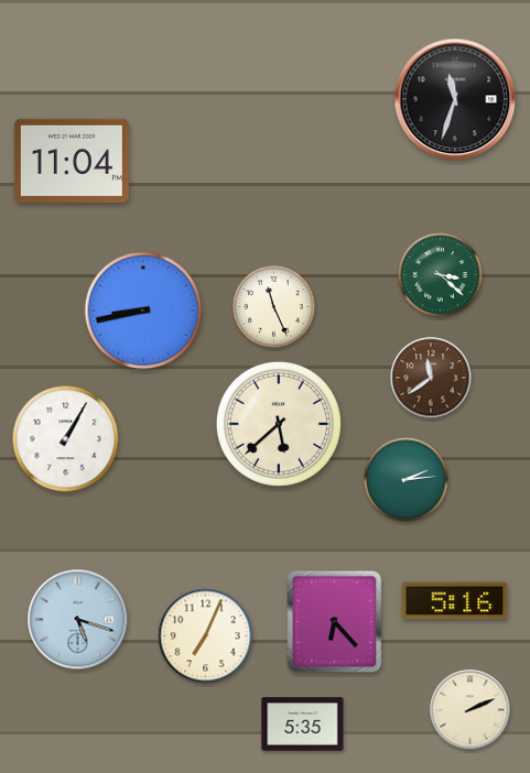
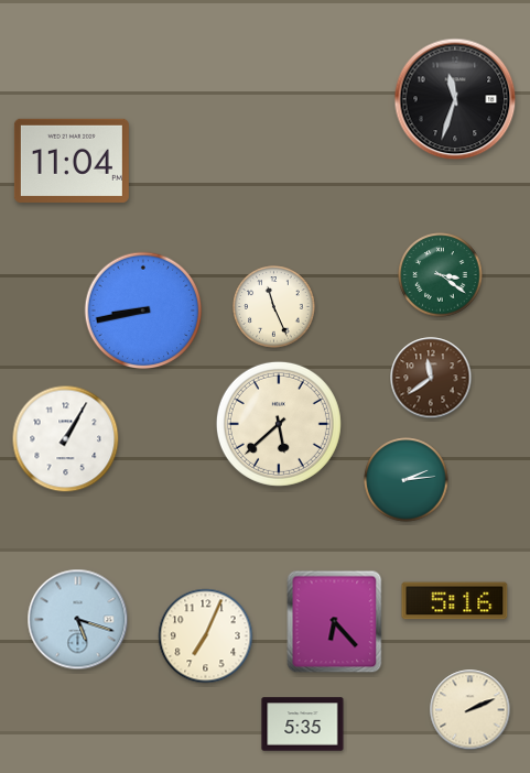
clock at (441, 275): 3:22 -> 3:21
